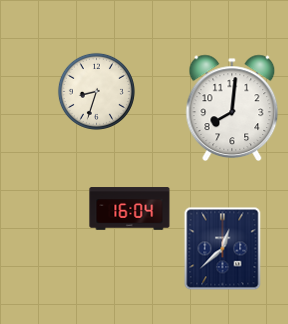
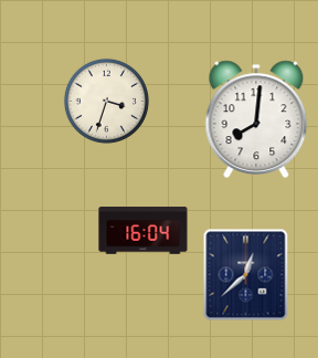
clock at (96, 91): 8:33 -> 3:33
